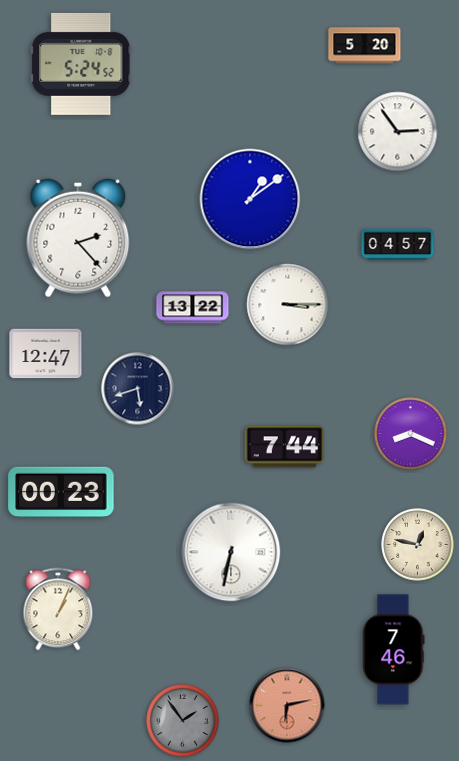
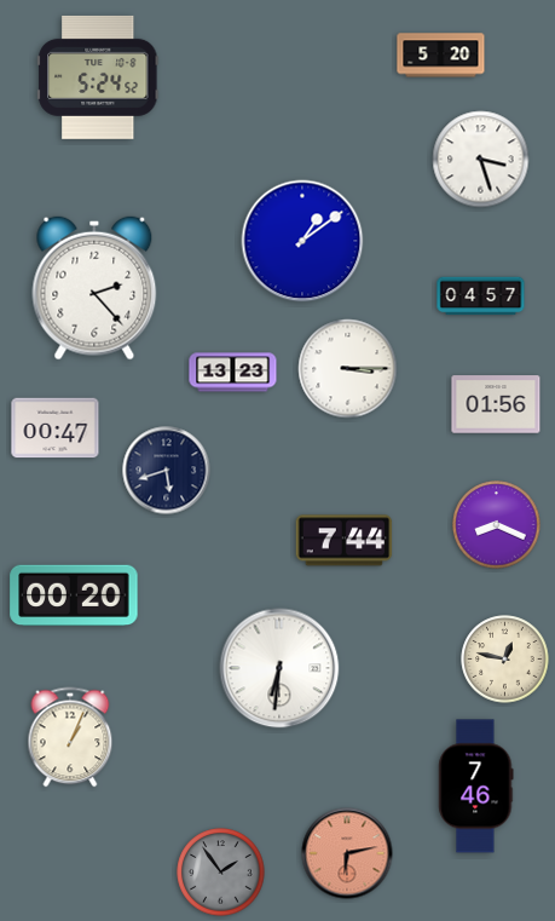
clock at (398, 132): 2:54 -> 3:27
clock at (193, 308): 13:22 -> 13:23
clock at (496, 404): none -> 01:56
clock at (46, 354): 12:47 -> 00:47
clock at (61, 492): 00:23 -> 00:20
clock at (231, 552): 6:32 -> 6:31
